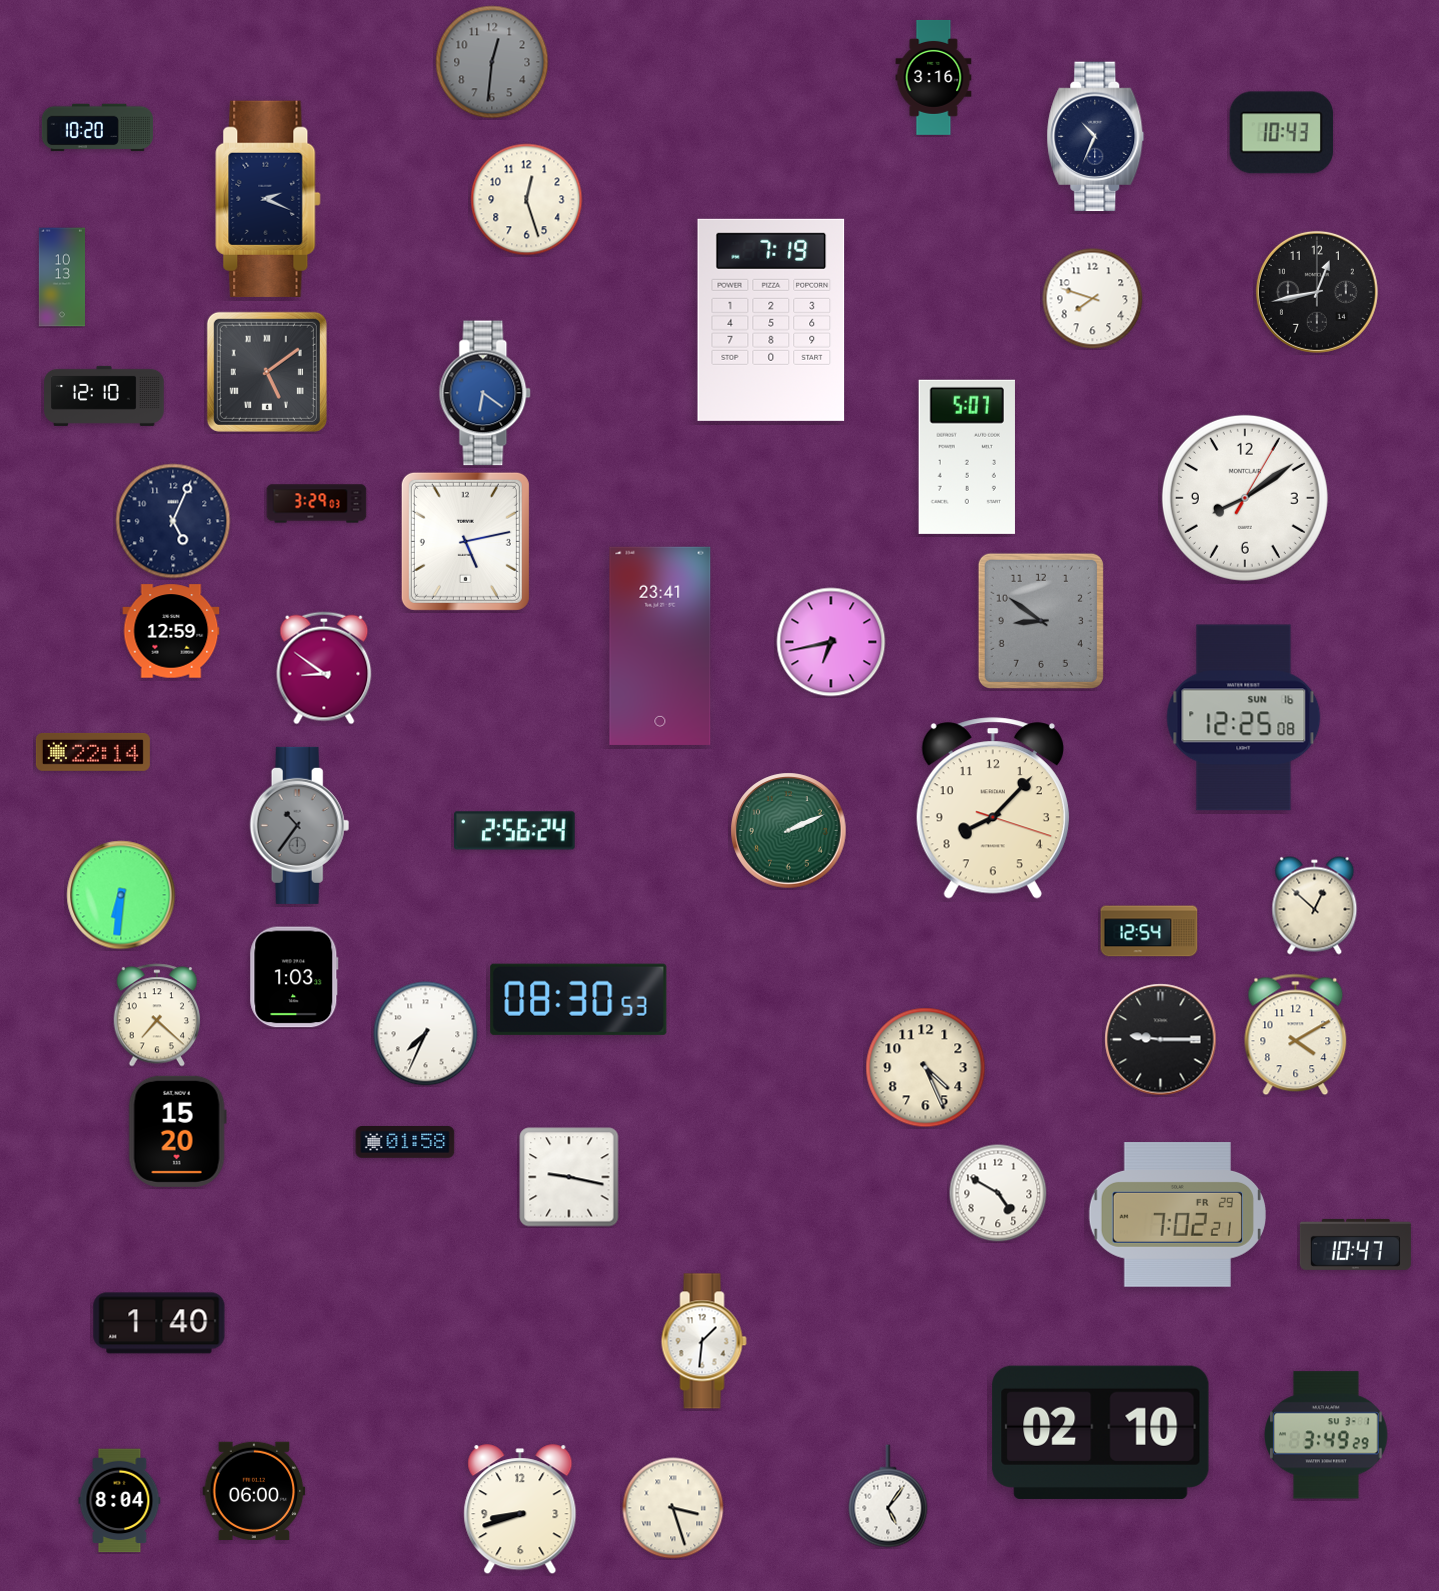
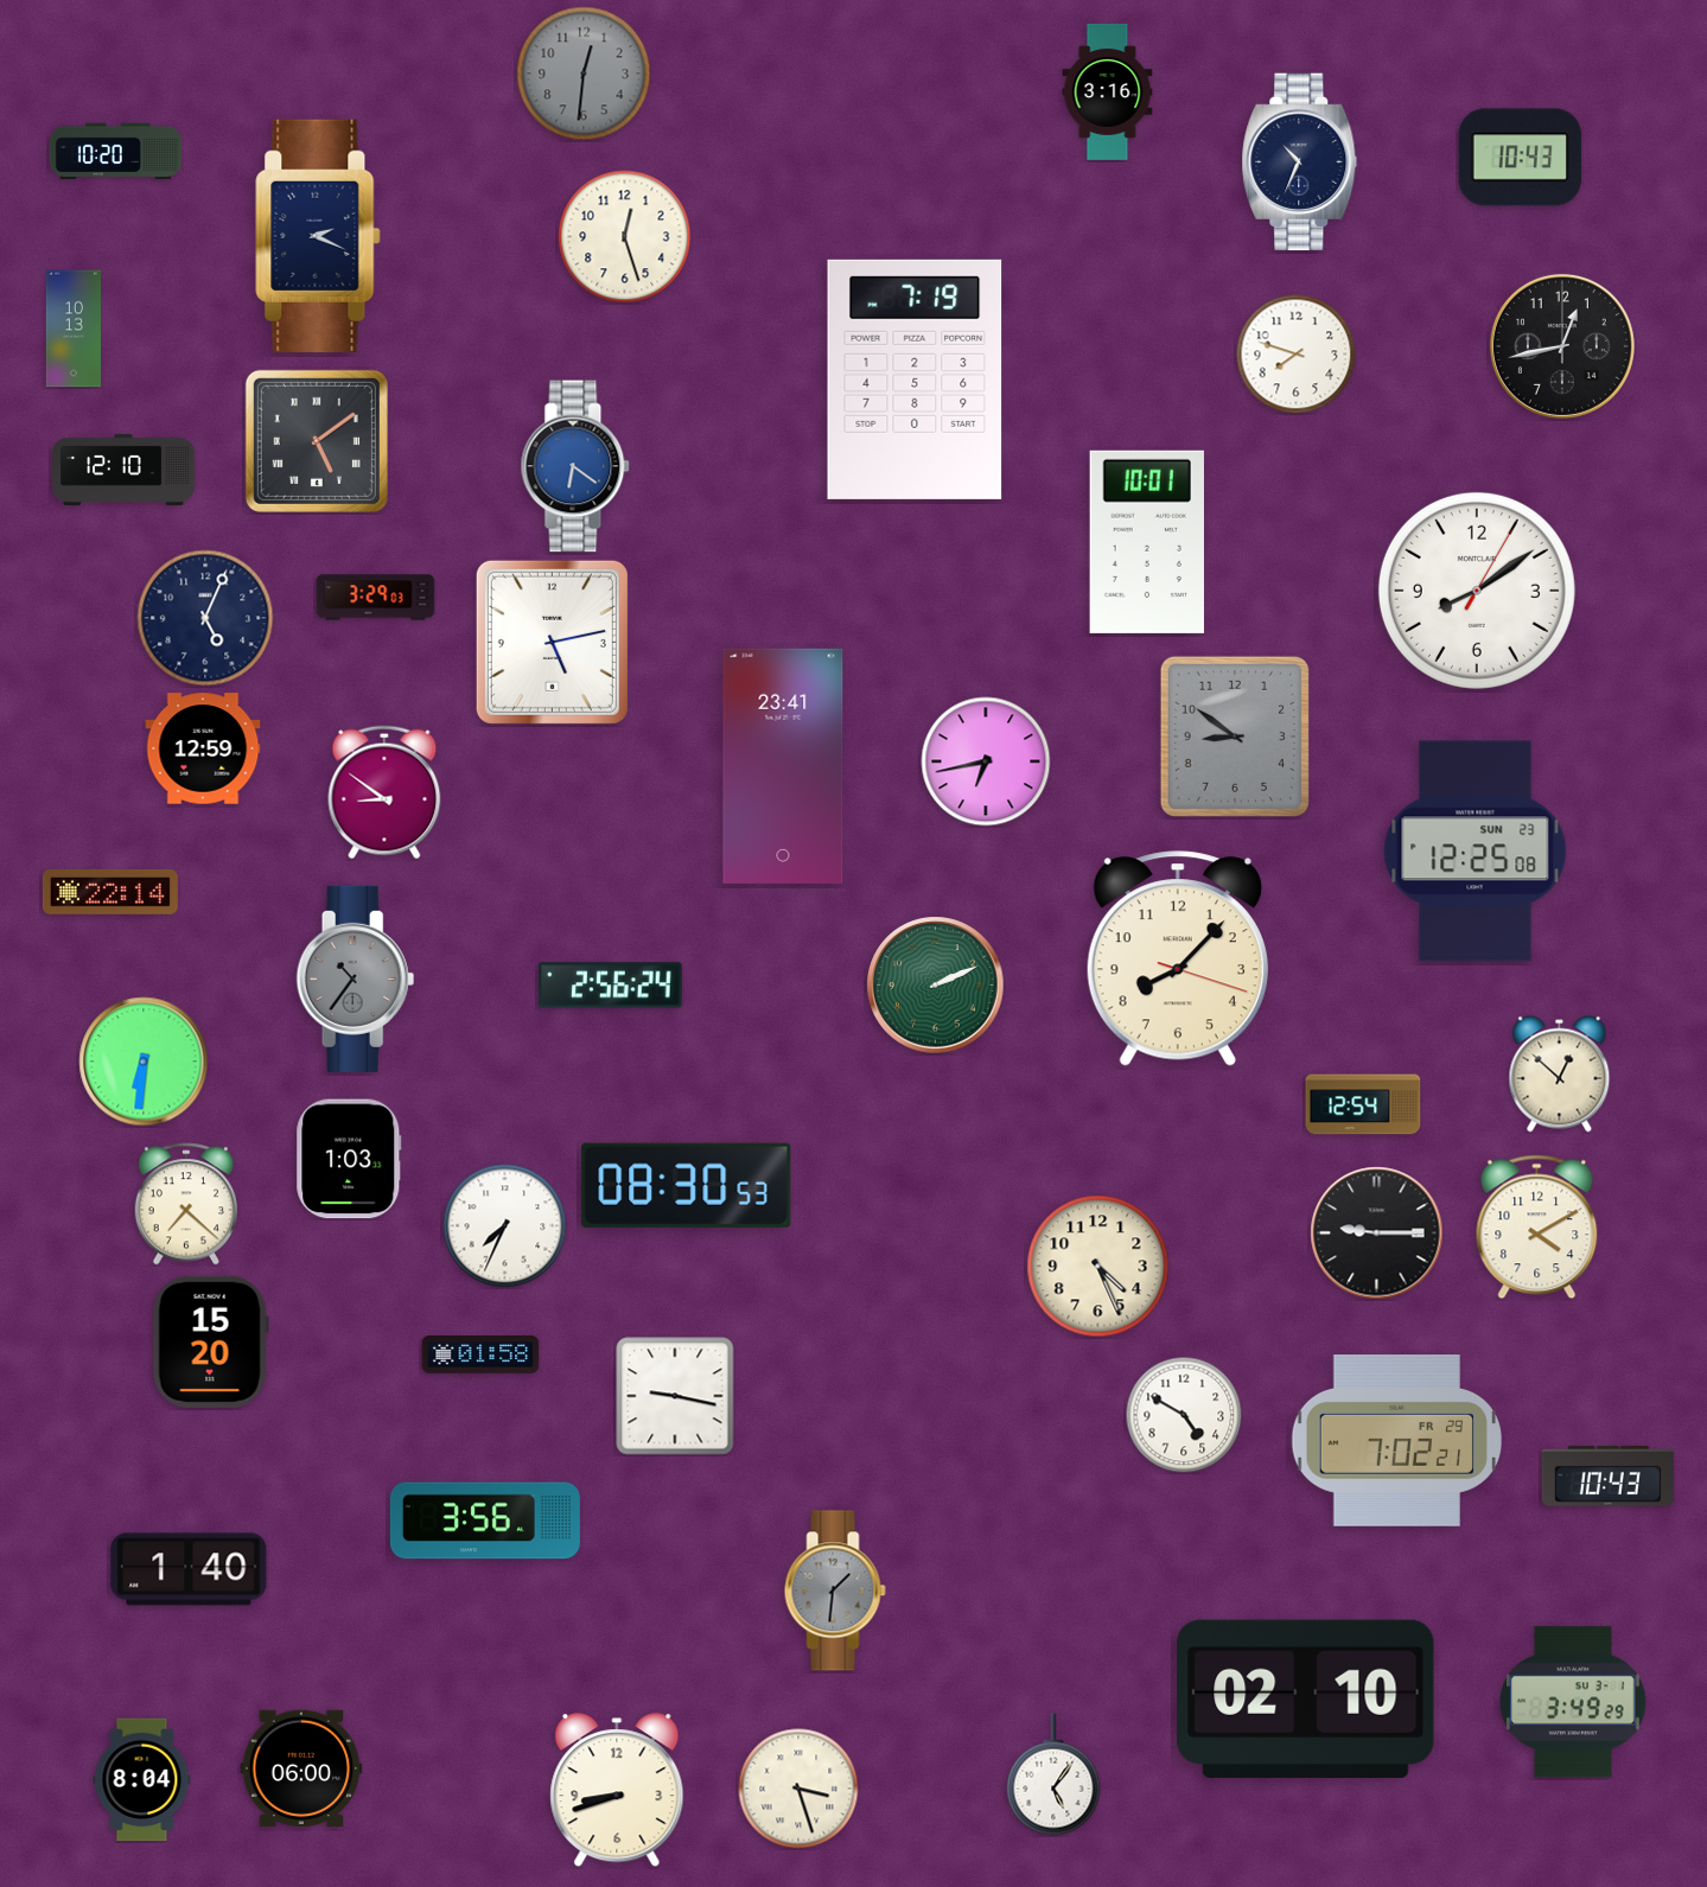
clock at (967, 457): 5:07 -> 10:01
clock at (1244, 718) date: SUN 16 -> SUN 23
clock at (1355, 1244): 10:47 -> 10:43
clock at (485, 1521): none -> 3:56
clock at (704, 1341) dial: white -> grey
